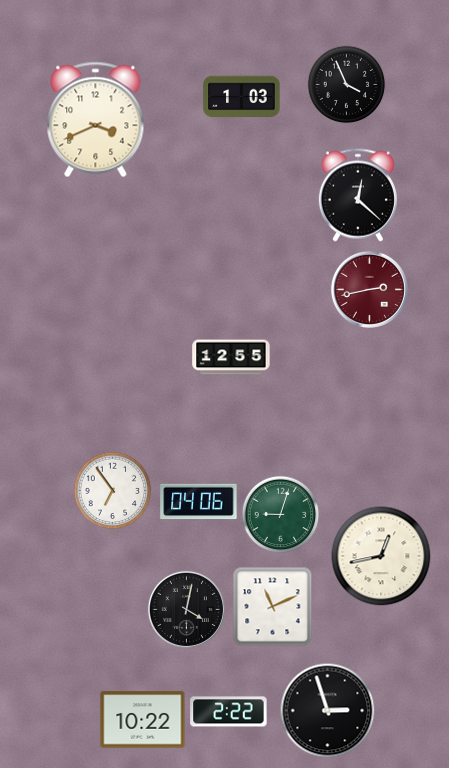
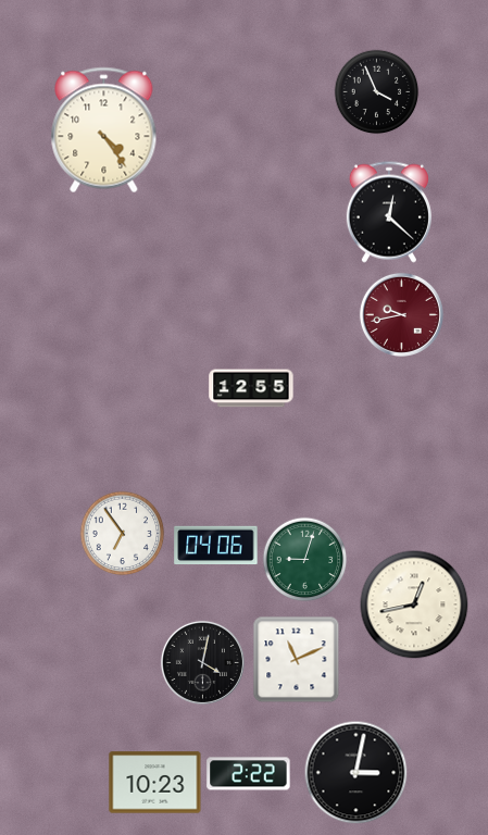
clock at (242, 97): 1:03 -> none
clock at (96, 120): 3:41 -> 4:24
clock at (369, 289): 2:43 -> 9:43
clock at (327, 710): 2:57 -> 3:02
clock at (143, 720): 10:22 -> 10:23
